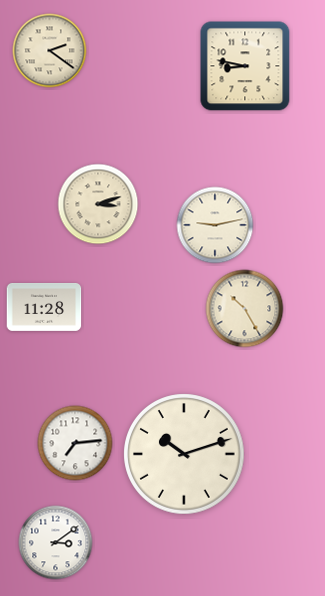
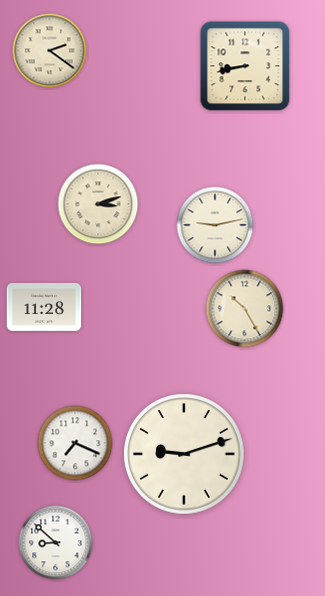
clock at (245, 66): 8:47 -> 8:43
clock at (75, 443): 7:14 -> 7:19
clock at (184, 454): 10:12 -> 9:12
clock at (56, 543): 3:09 -> 8:52
